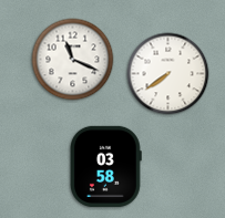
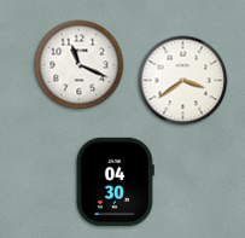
clock at (168, 74): 7:39 -> 3:39
clock at (106, 166): 03:58 -> 04:30
